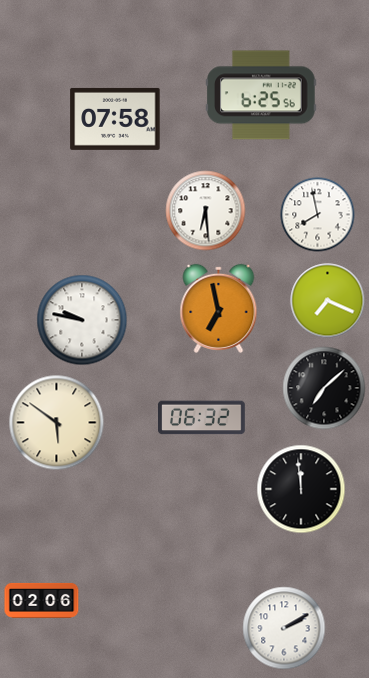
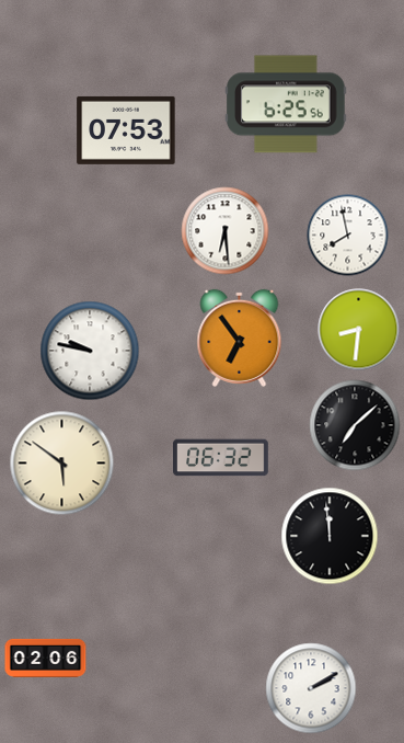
clock at (115, 119): 07:58 -> 07:53
clock at (328, 301): 7:19 -> 8:31
clock at (219, 308): 6:58 -> 6:54
